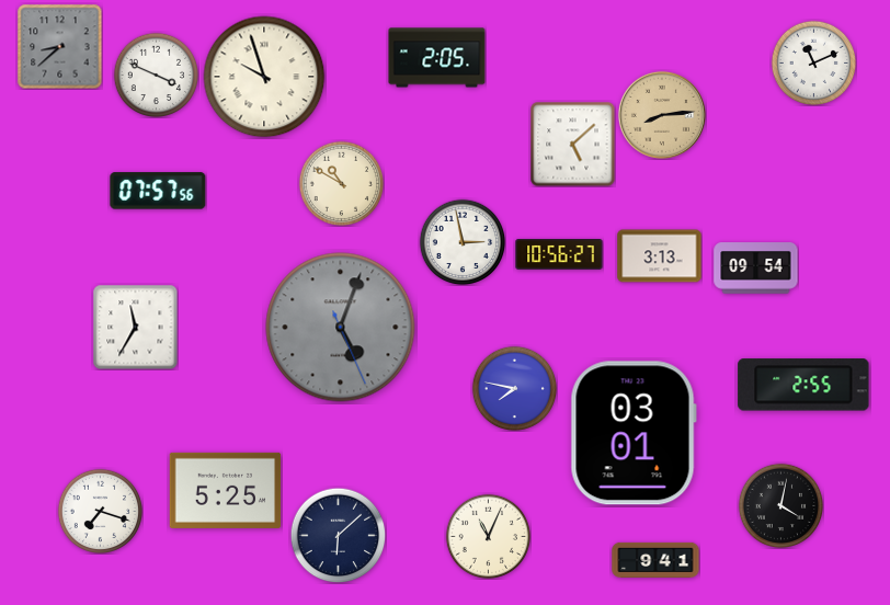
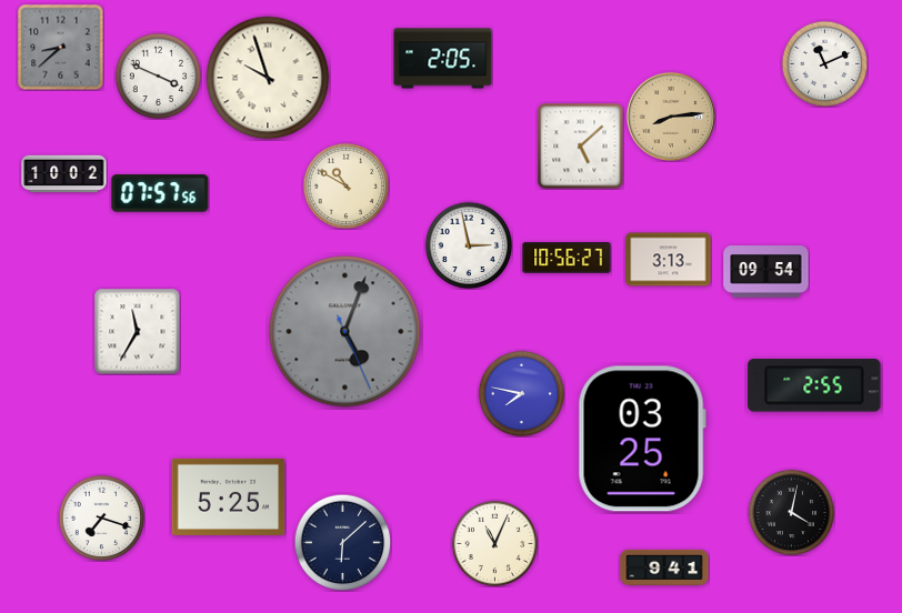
clock at (64, 174): none -> 10:02
clock at (803, 385) position: (803, 385) -> (814, 385)
clock at (634, 433): 03:01 -> 03:25
